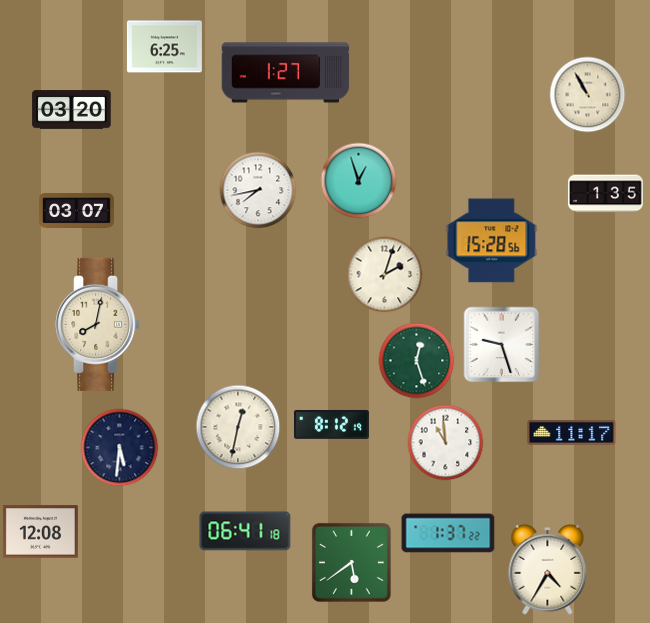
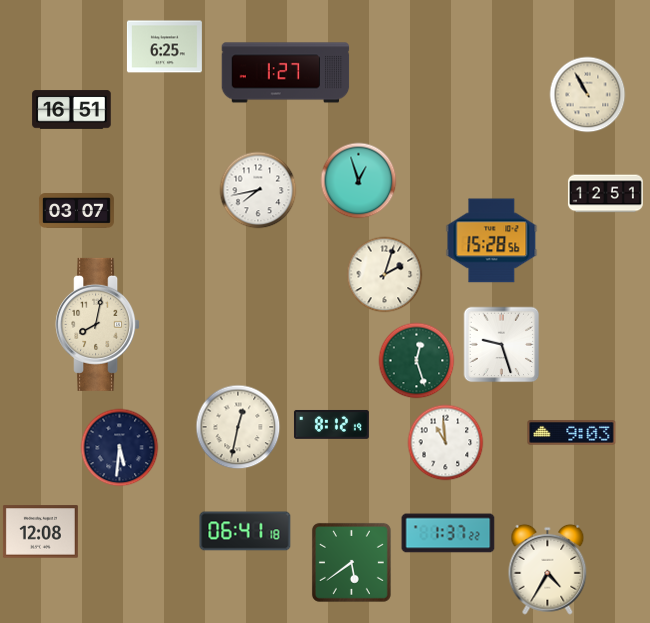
clock at (72, 110): 03:20 -> 16:51
clock at (605, 194): 1:35 -> 12:51
clock at (572, 433): 11:17 -> 9:03
